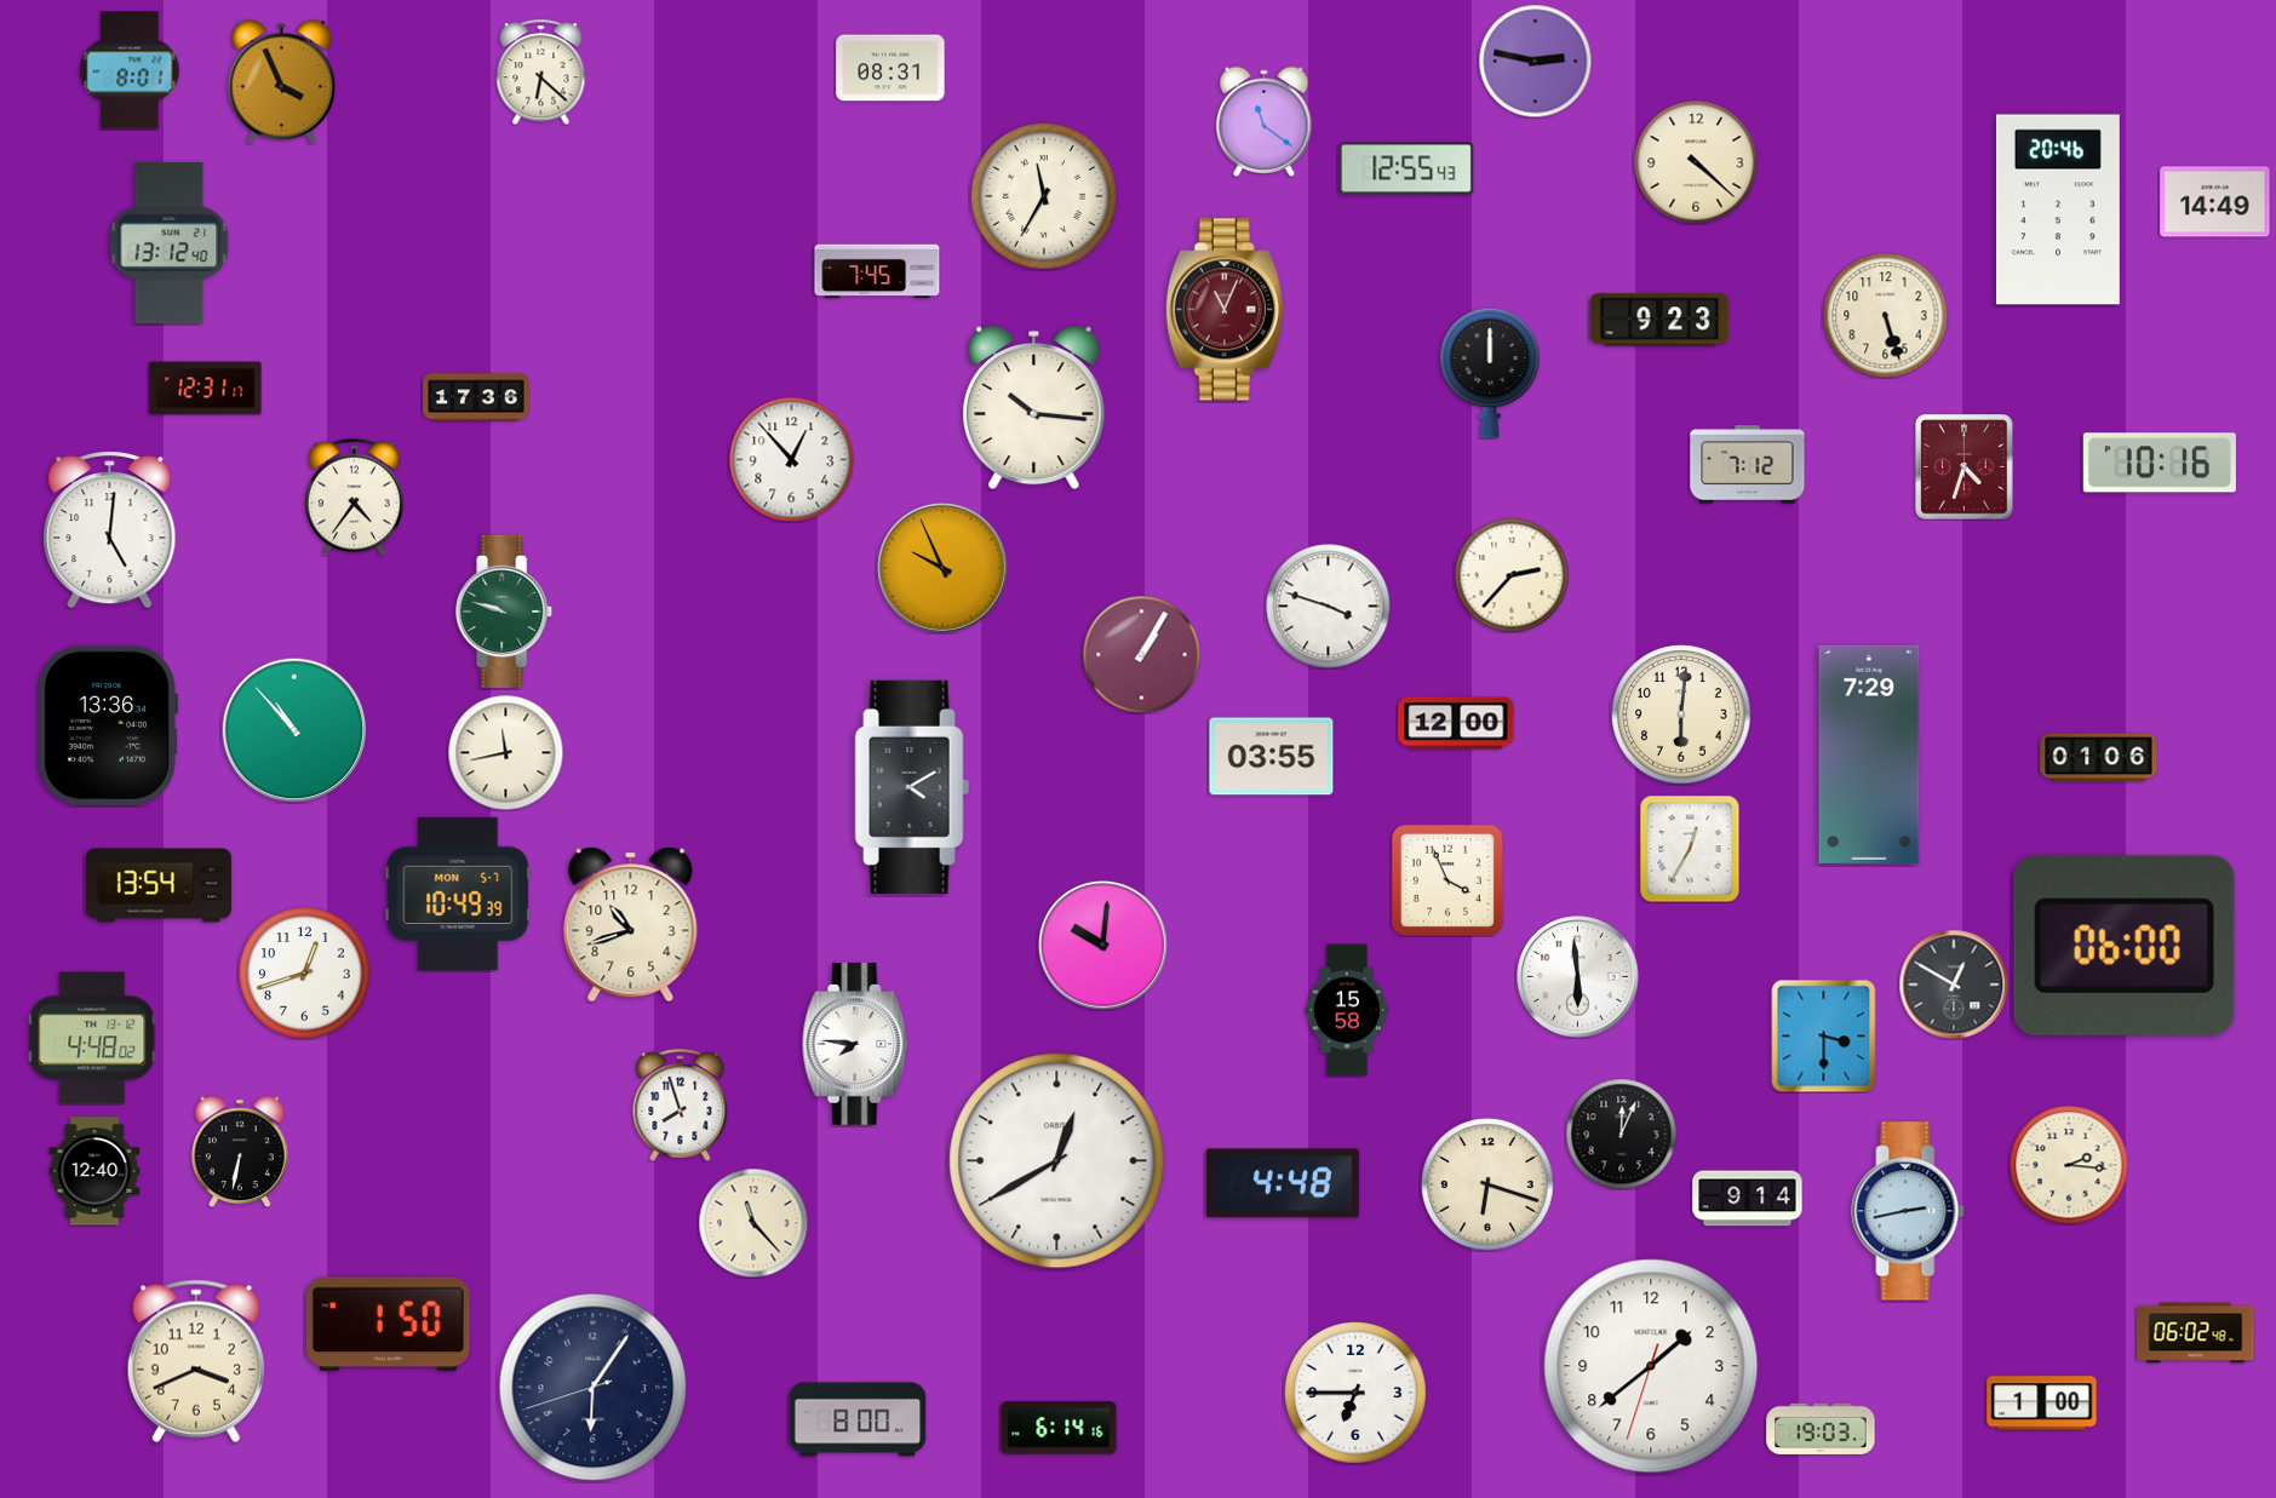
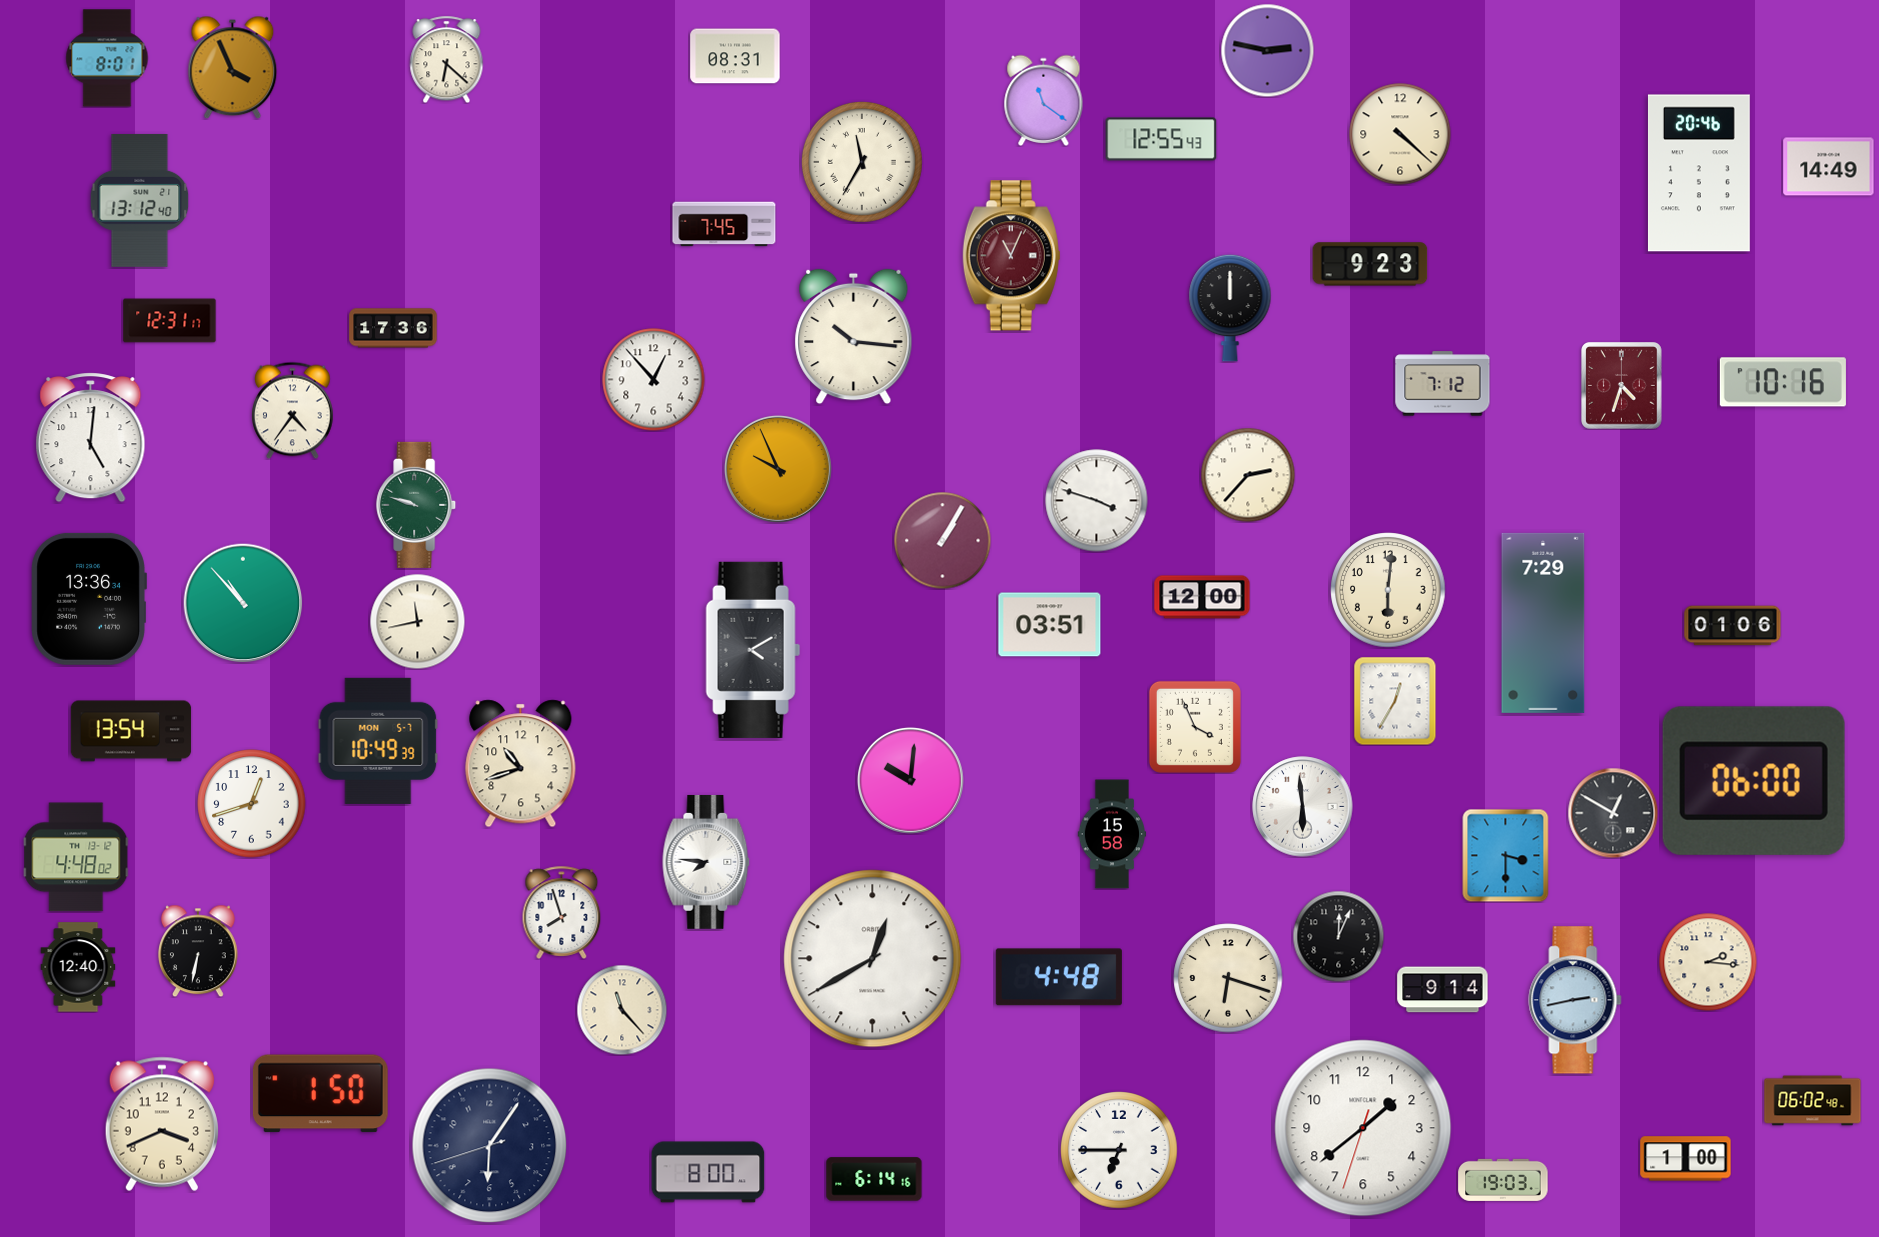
clock at (1886, 316): 5:27 -> none
clock at (1272, 757): 03:55 -> 03:51
clock at (458, 894) position: (458, 894) -> (378, 741)
